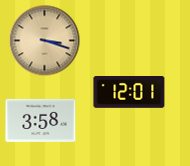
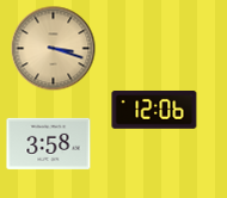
clock at (129, 92): 12:01 -> 12:06
